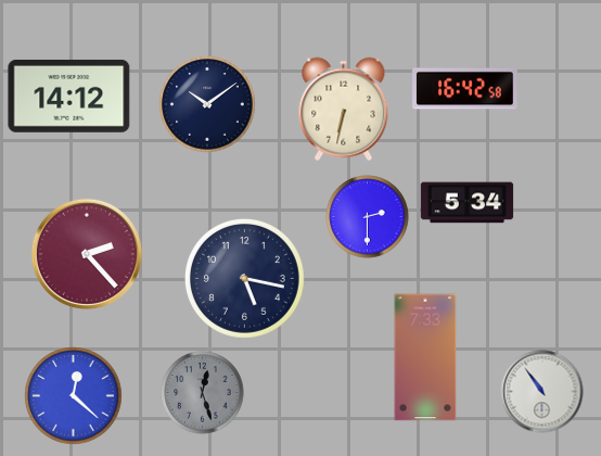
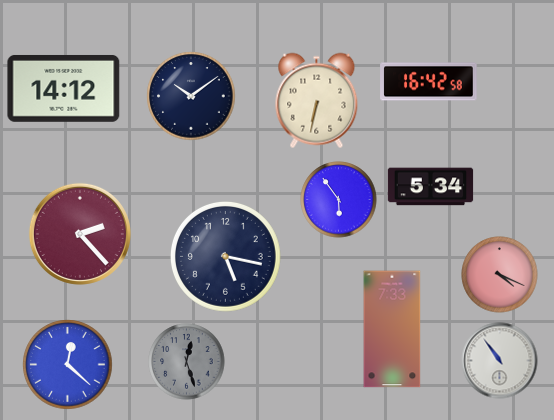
clock at (368, 217): 2:30 -> 5:54
clock at (500, 275): none -> 4:19
